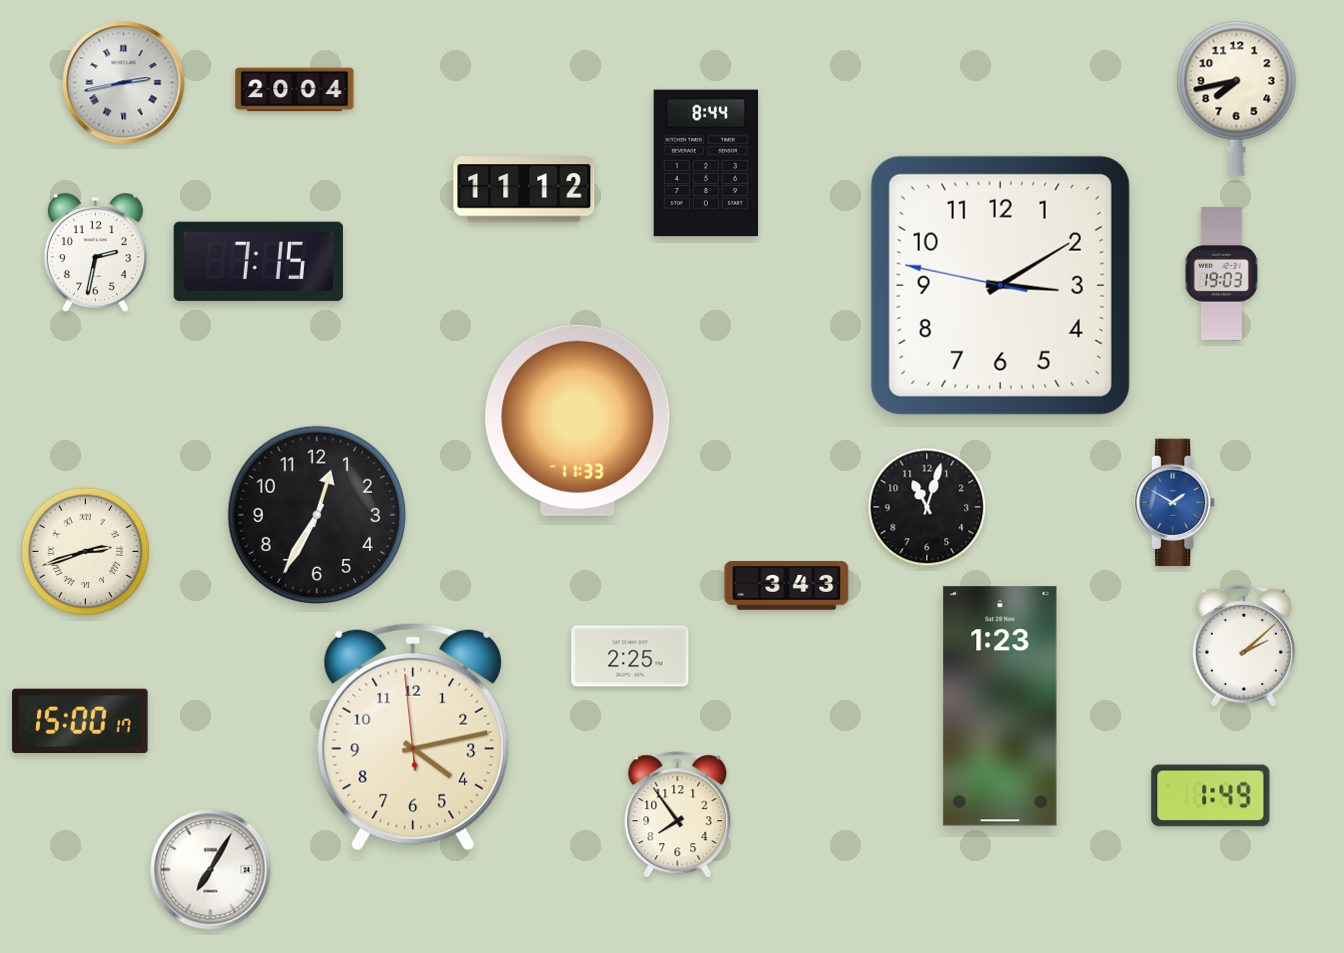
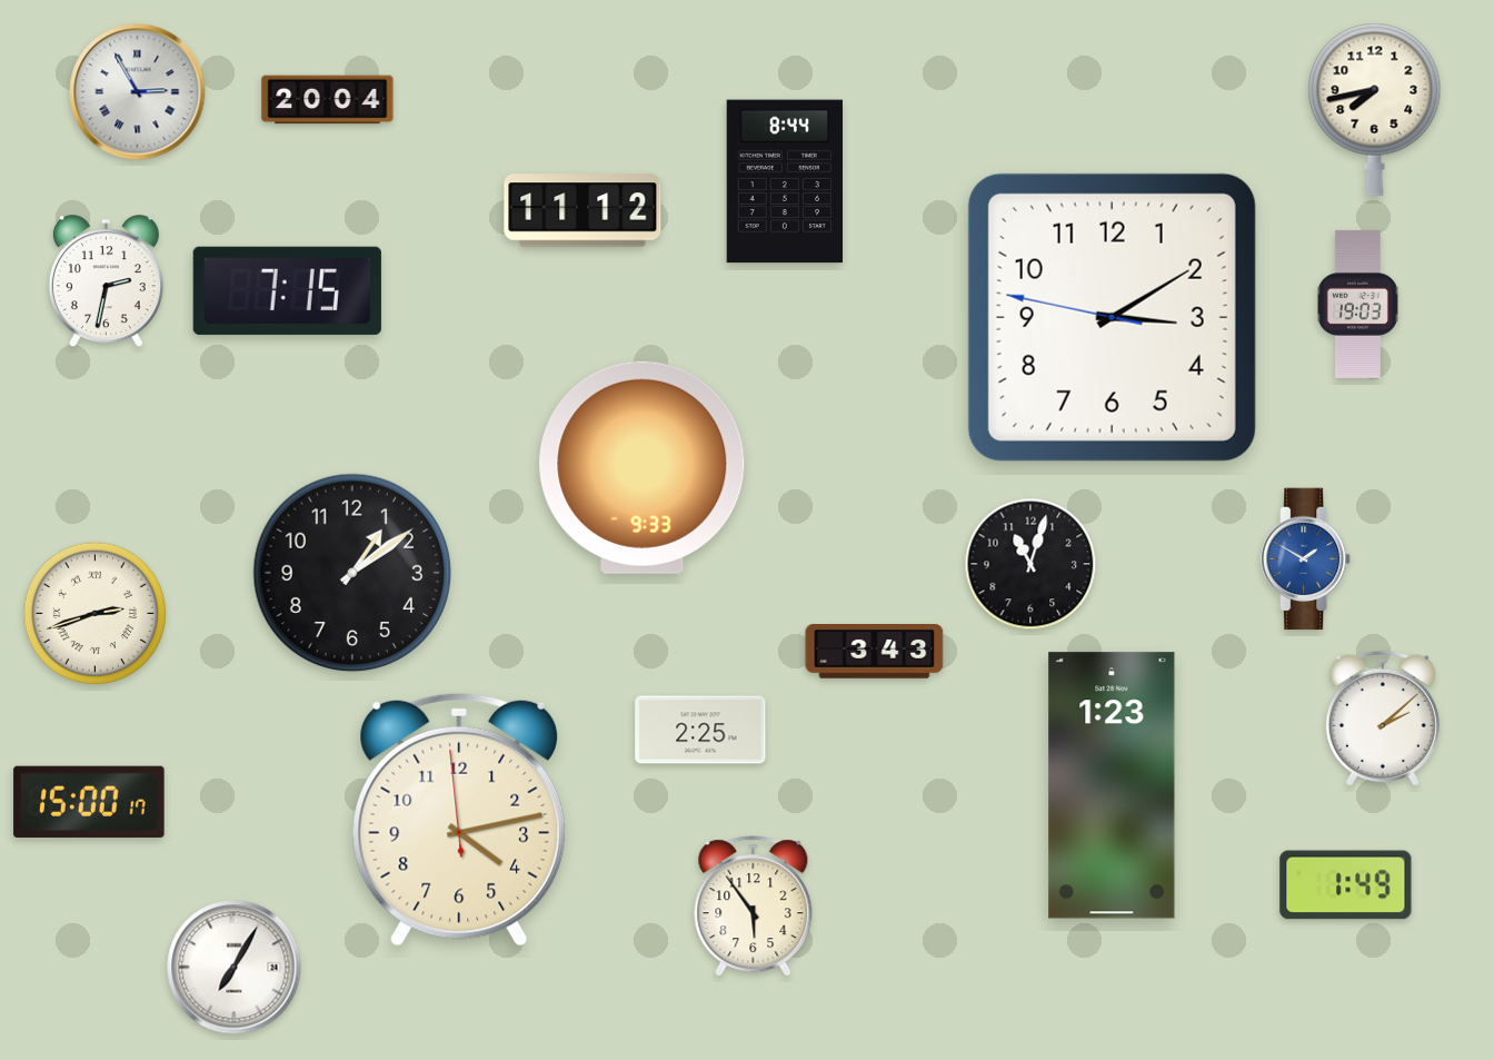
clock at (124, 83): 2:43 -> 2:55
clock at (578, 420): 11:33 -> 9:33
clock at (317, 515): 12:35 -> 1:09
clock at (678, 815): 7:54 -> 5:54
